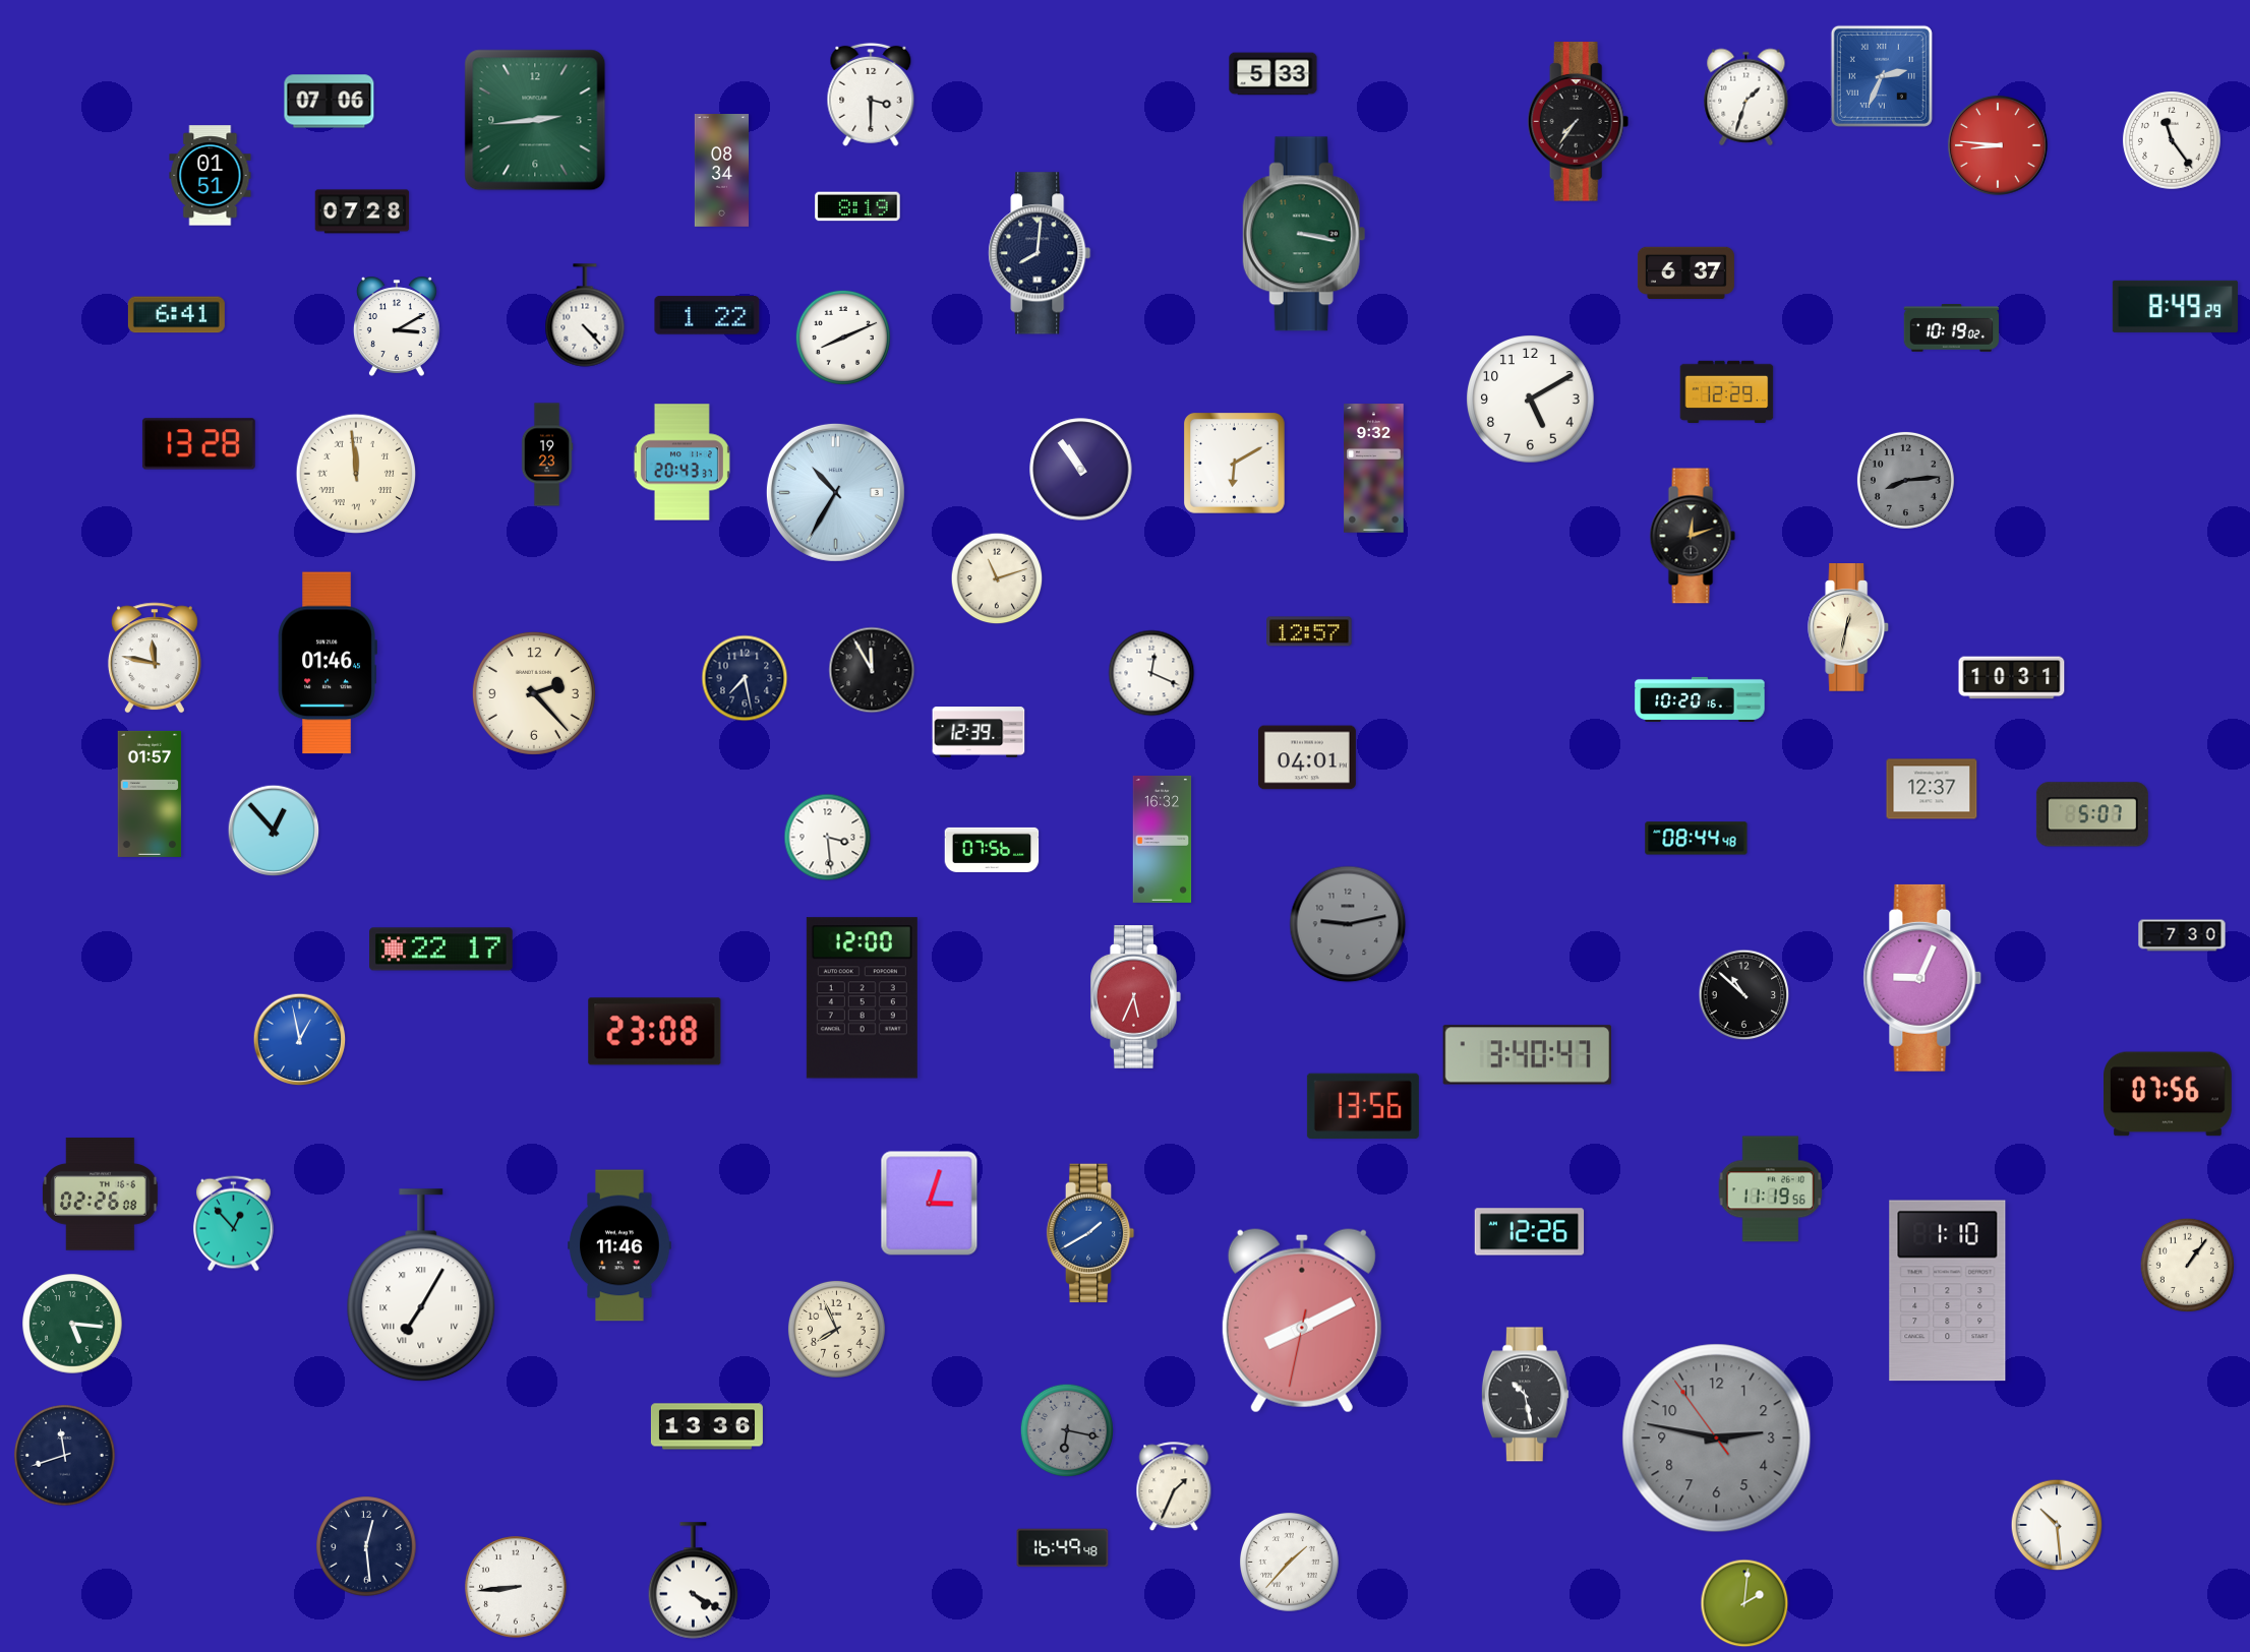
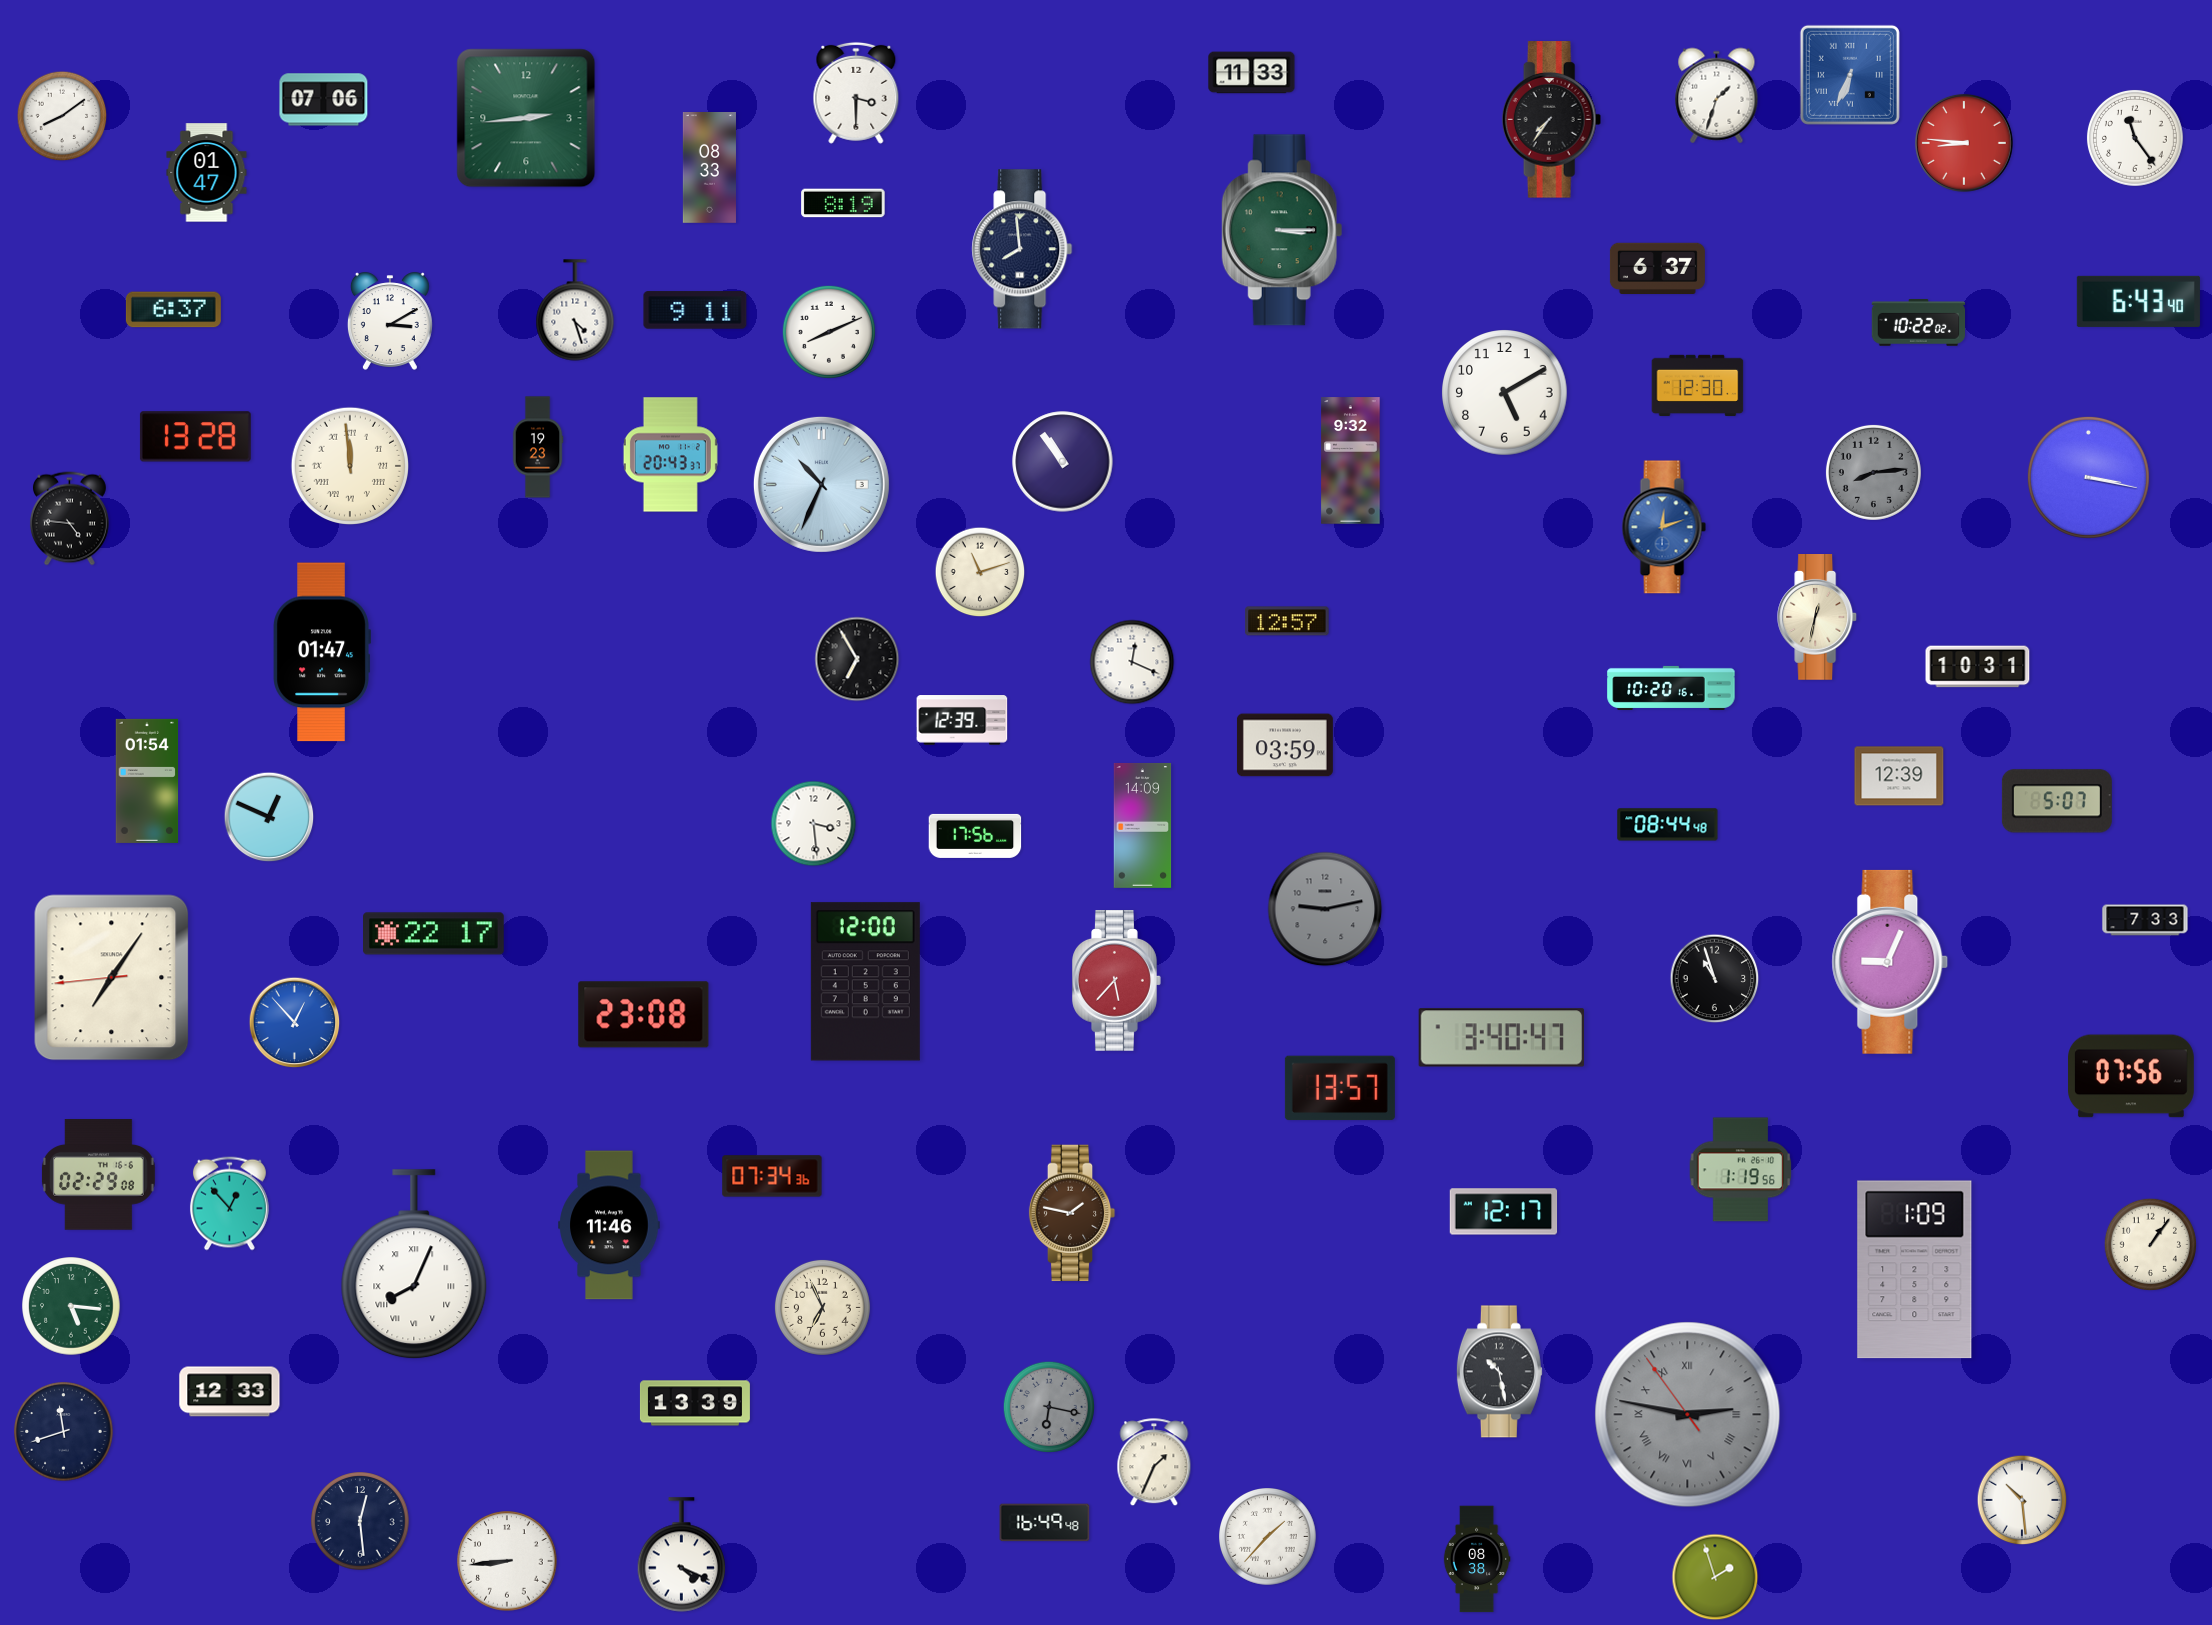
clock at (1274, 74): 5:33 -> 11:33
clock at (1882, 76): 2:34 -> 6:34
clock at (62, 116): none -> 8:09
clock at (721, 171): 08:34 -> 08:33
clock at (211, 176): 01:51 -> 01:47
clock at (362, 211): 07:28 -> none
clock at (1304, 234): 3:17 -> 3:15
clock at (1040, 253): 8:01 -> 7:59
clock at (2175, 306): 8:49 -> 6:43
clock at (176, 315): 6:41 -> 6:37
clock at (585, 315): 4:23 -> 4:27
clock at (707, 315): 1:22 -> 9:11
clock at (1952, 328): 10:19 -> 10:22
clock at (1727, 392): 12:29 -> 12:30
clock at (1235, 464): 6:10 -> none
clock at (2088, 477): none -> 3:17
clock at (835, 492): 10:35 -> 10:34
clock at (69, 519): none -> 4:46
clock at (1693, 536) dial: black -> blue
clock at (997, 578) position: (997, 578) -> (980, 572)
clock at (155, 658): 11:47 -> none
clock at (327, 663): 01:46 -> 01:47
clock at (872, 670): 11:55 -> 6:55
clock at (745, 678): 7:28 -> none
clock at (534, 693): 2:23 -> none
clock at (1307, 757): 04:01 -> 03:59
clock at (1932, 789): 12:37 -> 12:39
clock at (150, 794): 01:57 -> 01:54
clock at (274, 831): 12:53 -> 12:49
clock at (1163, 839): 16:32 -> 14:09
clock at (992, 850): 07:56 -> 17:56
clock at (2182, 935): 7:30 -> 7:33
clock at (112, 978): none -> 7:05
clock at (1744, 995): 10:52 -> 10:57
clock at (1136, 997): 5:34 -> 5:37
clock at (862, 998) position: (862, 998) -> (865, 982)
clock at (300, 1040): 12:58 -> 12:53
clock at (1363, 1106): 13:56 -> 13:57
clock at (1771, 1189): 11:19 -> 1:19
clock at (101, 1195): 02:26 -> 02:29
clock at (772, 1176): none -> 07:34
clock at (930, 1204): 3:03 -> none
clock at (1530, 1232): 12:26 -> 12:17
clock at (1090, 1233): 1:40 -> 1:47
clock at (1090, 1233) dial: blue -> brown
clock at (421, 1286): 7:05 -> 8:04
clock at (1948, 1291): 1:10 -> 1:09
clock at (1302, 1321): 8:10 -> none
clock at (72, 1324) position: (72, 1324) -> (71, 1306)
clock at (836, 1329): 7:56 -> 6:56
clock at (230, 1392): none -> 12:33
clock at (707, 1426): 13:36 -> 13:39
clock at (1717, 1439) numerals: Arabic -> Roman
clock at (694, 1581): 4:20 -> 4:19
clock at (1477, 1559): none -> 08:38
clock at (1744, 1603): 2:01 -> 1:57
